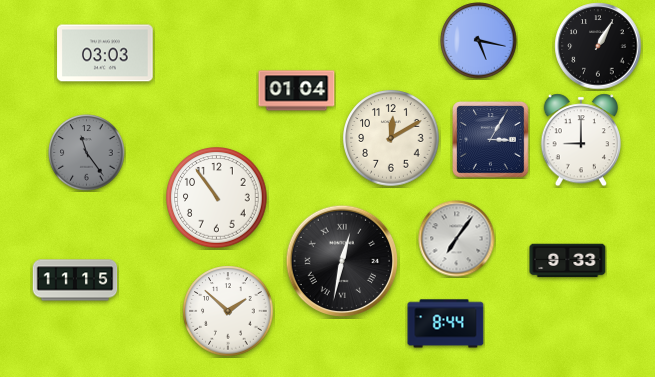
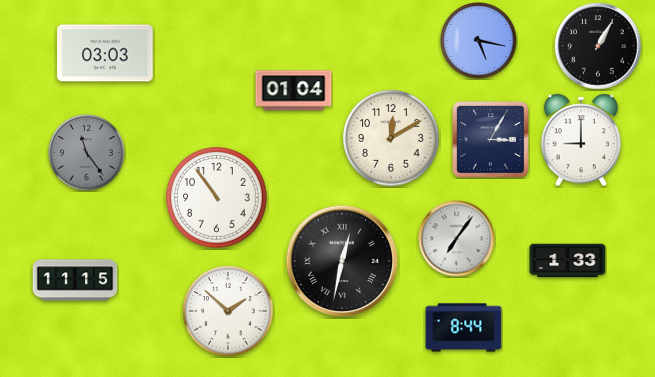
clock at (297, 91) position: (297, 91) -> (294, 91)
clock at (568, 261): 9:33 -> 1:33
clock at (446, 324) position: (446, 324) -> (464, 328)
